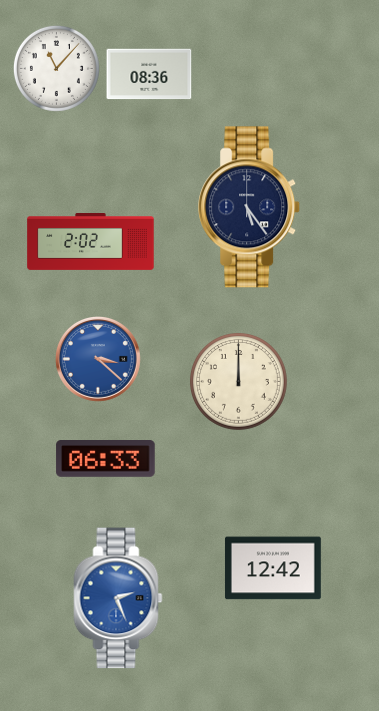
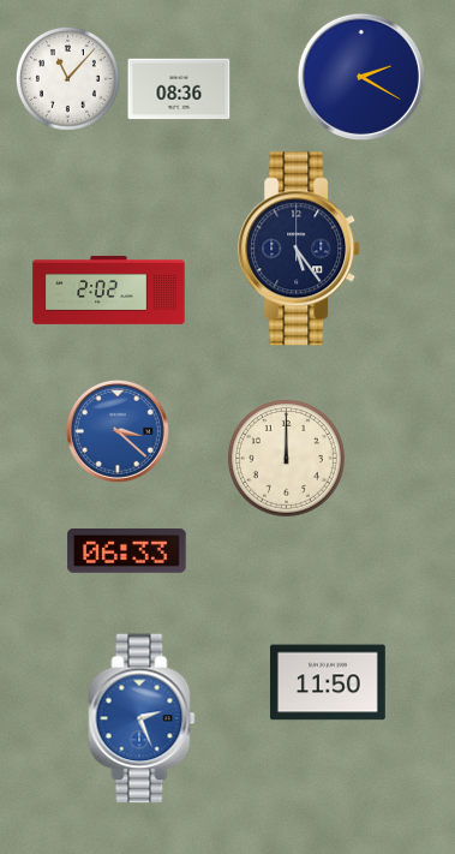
clock at (361, 77): none -> 2:20
clock at (56, 68) position: (56, 68) -> (67, 78)
clock at (273, 568): 12:42 -> 11:50
